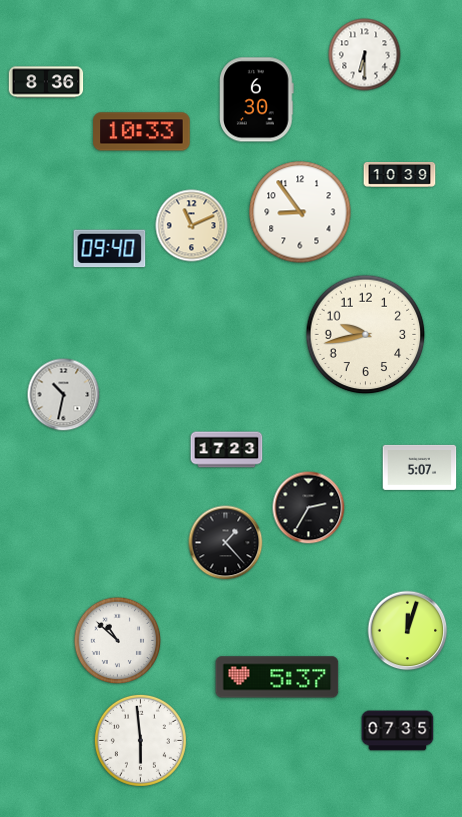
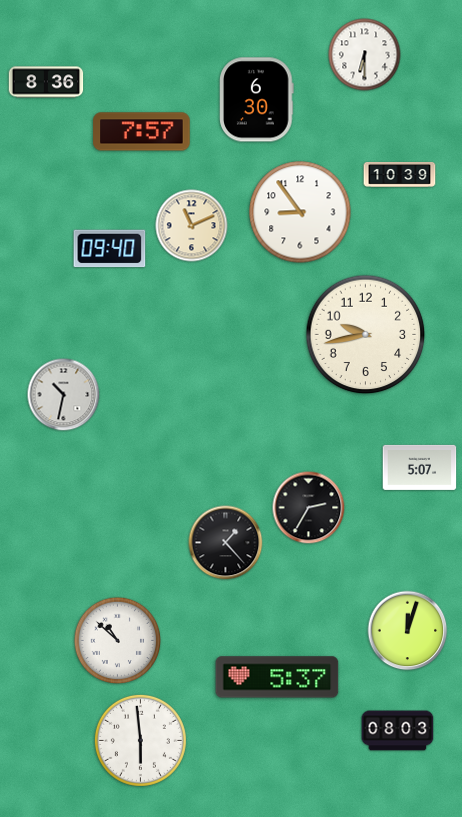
clock at (142, 132): 10:33 -> 7:57
clock at (227, 450): 17:23 -> none
clock at (398, 731): 07:35 -> 08:03
